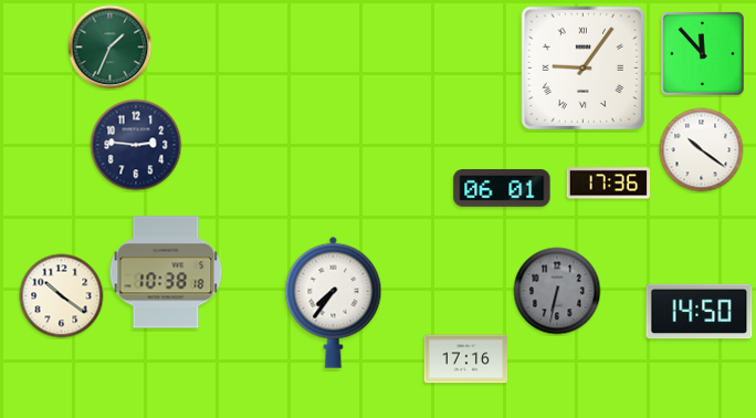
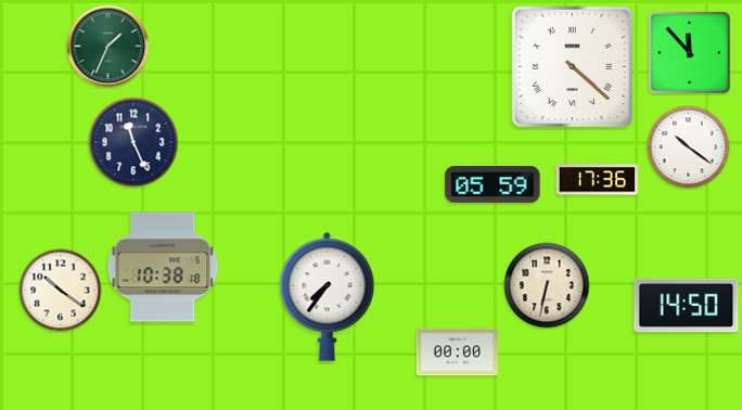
clock at (584, 69): 9:06 -> 4:22
clock at (136, 145): 2:46 -> 11:26
clock at (502, 188): 06:01 -> 05:59
clock at (557, 291) dial: grey -> cream
clock at (466, 359): 17:16 -> 00:00
